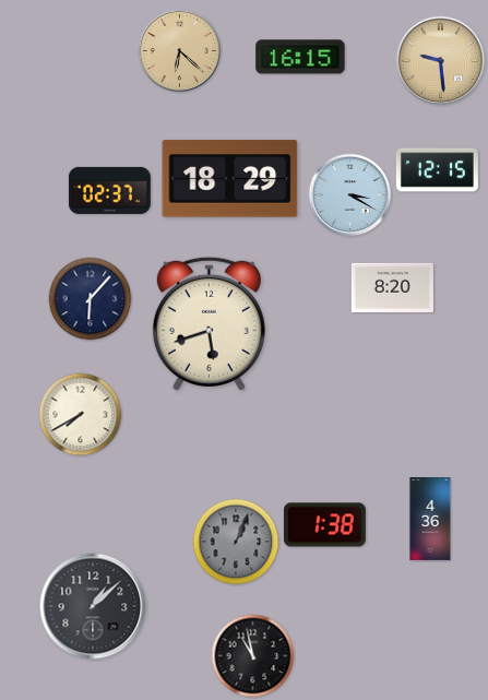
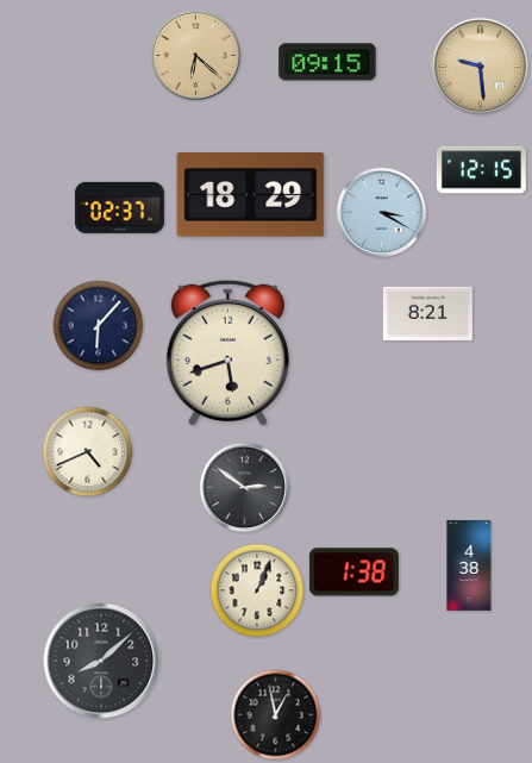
clock at (300, 57): 16:15 -> 09:15
clock at (437, 170) position: (437, 170) -> (481, 170)
clock at (392, 287): 8:20 -> 8:21
clock at (81, 415): 7:40 -> 4:41
clock at (245, 488): none -> 2:51
clock at (430, 520): 4:36 -> 4:38
clock at (236, 542) dial: grey -> cream
clock at (93, 606): 1:08 -> 8:08
clock at (253, 656): 10:58 -> 12:58
